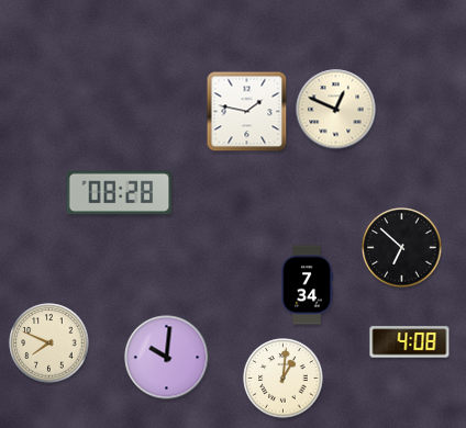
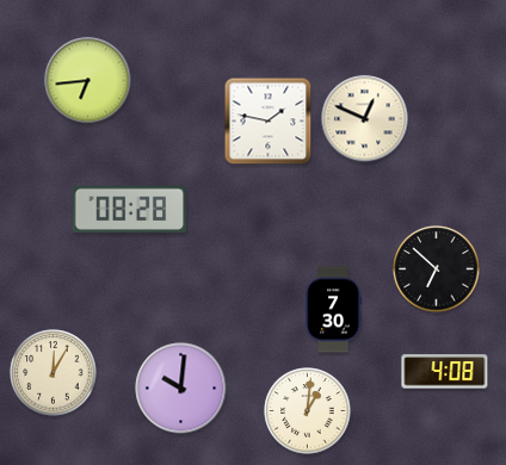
clock at (88, 81): none -> 6:44
clock at (307, 285): 7:34 -> 7:30
clock at (49, 343): 7:49 -> 12:05
